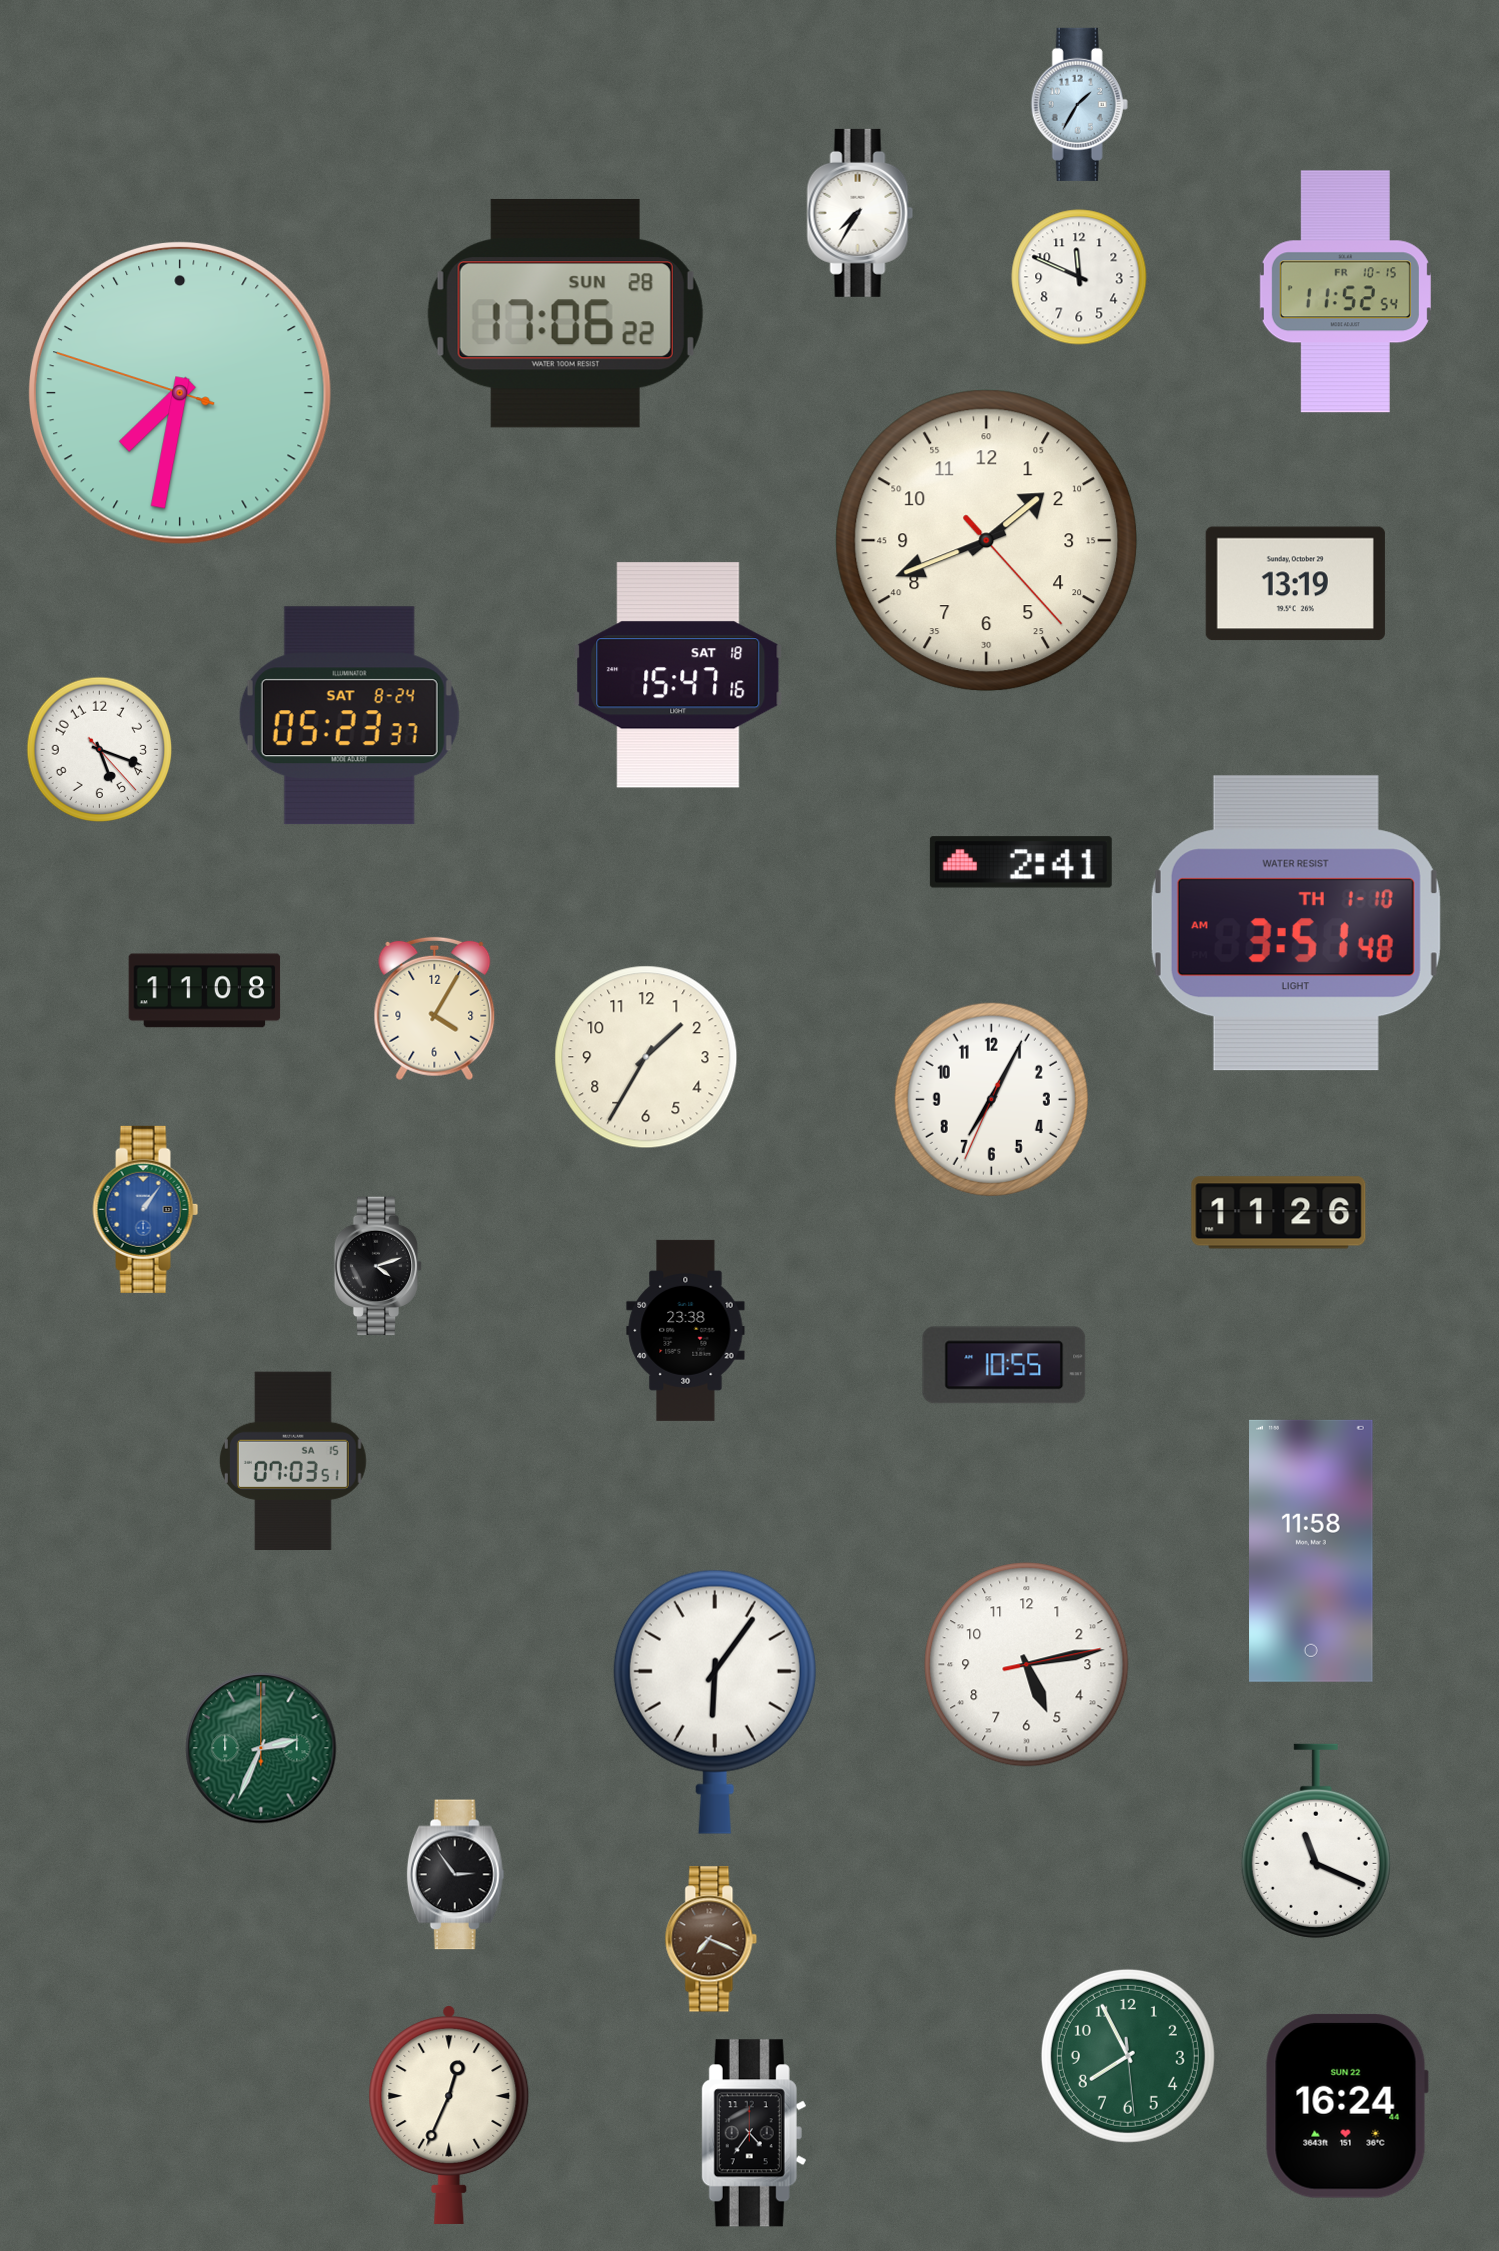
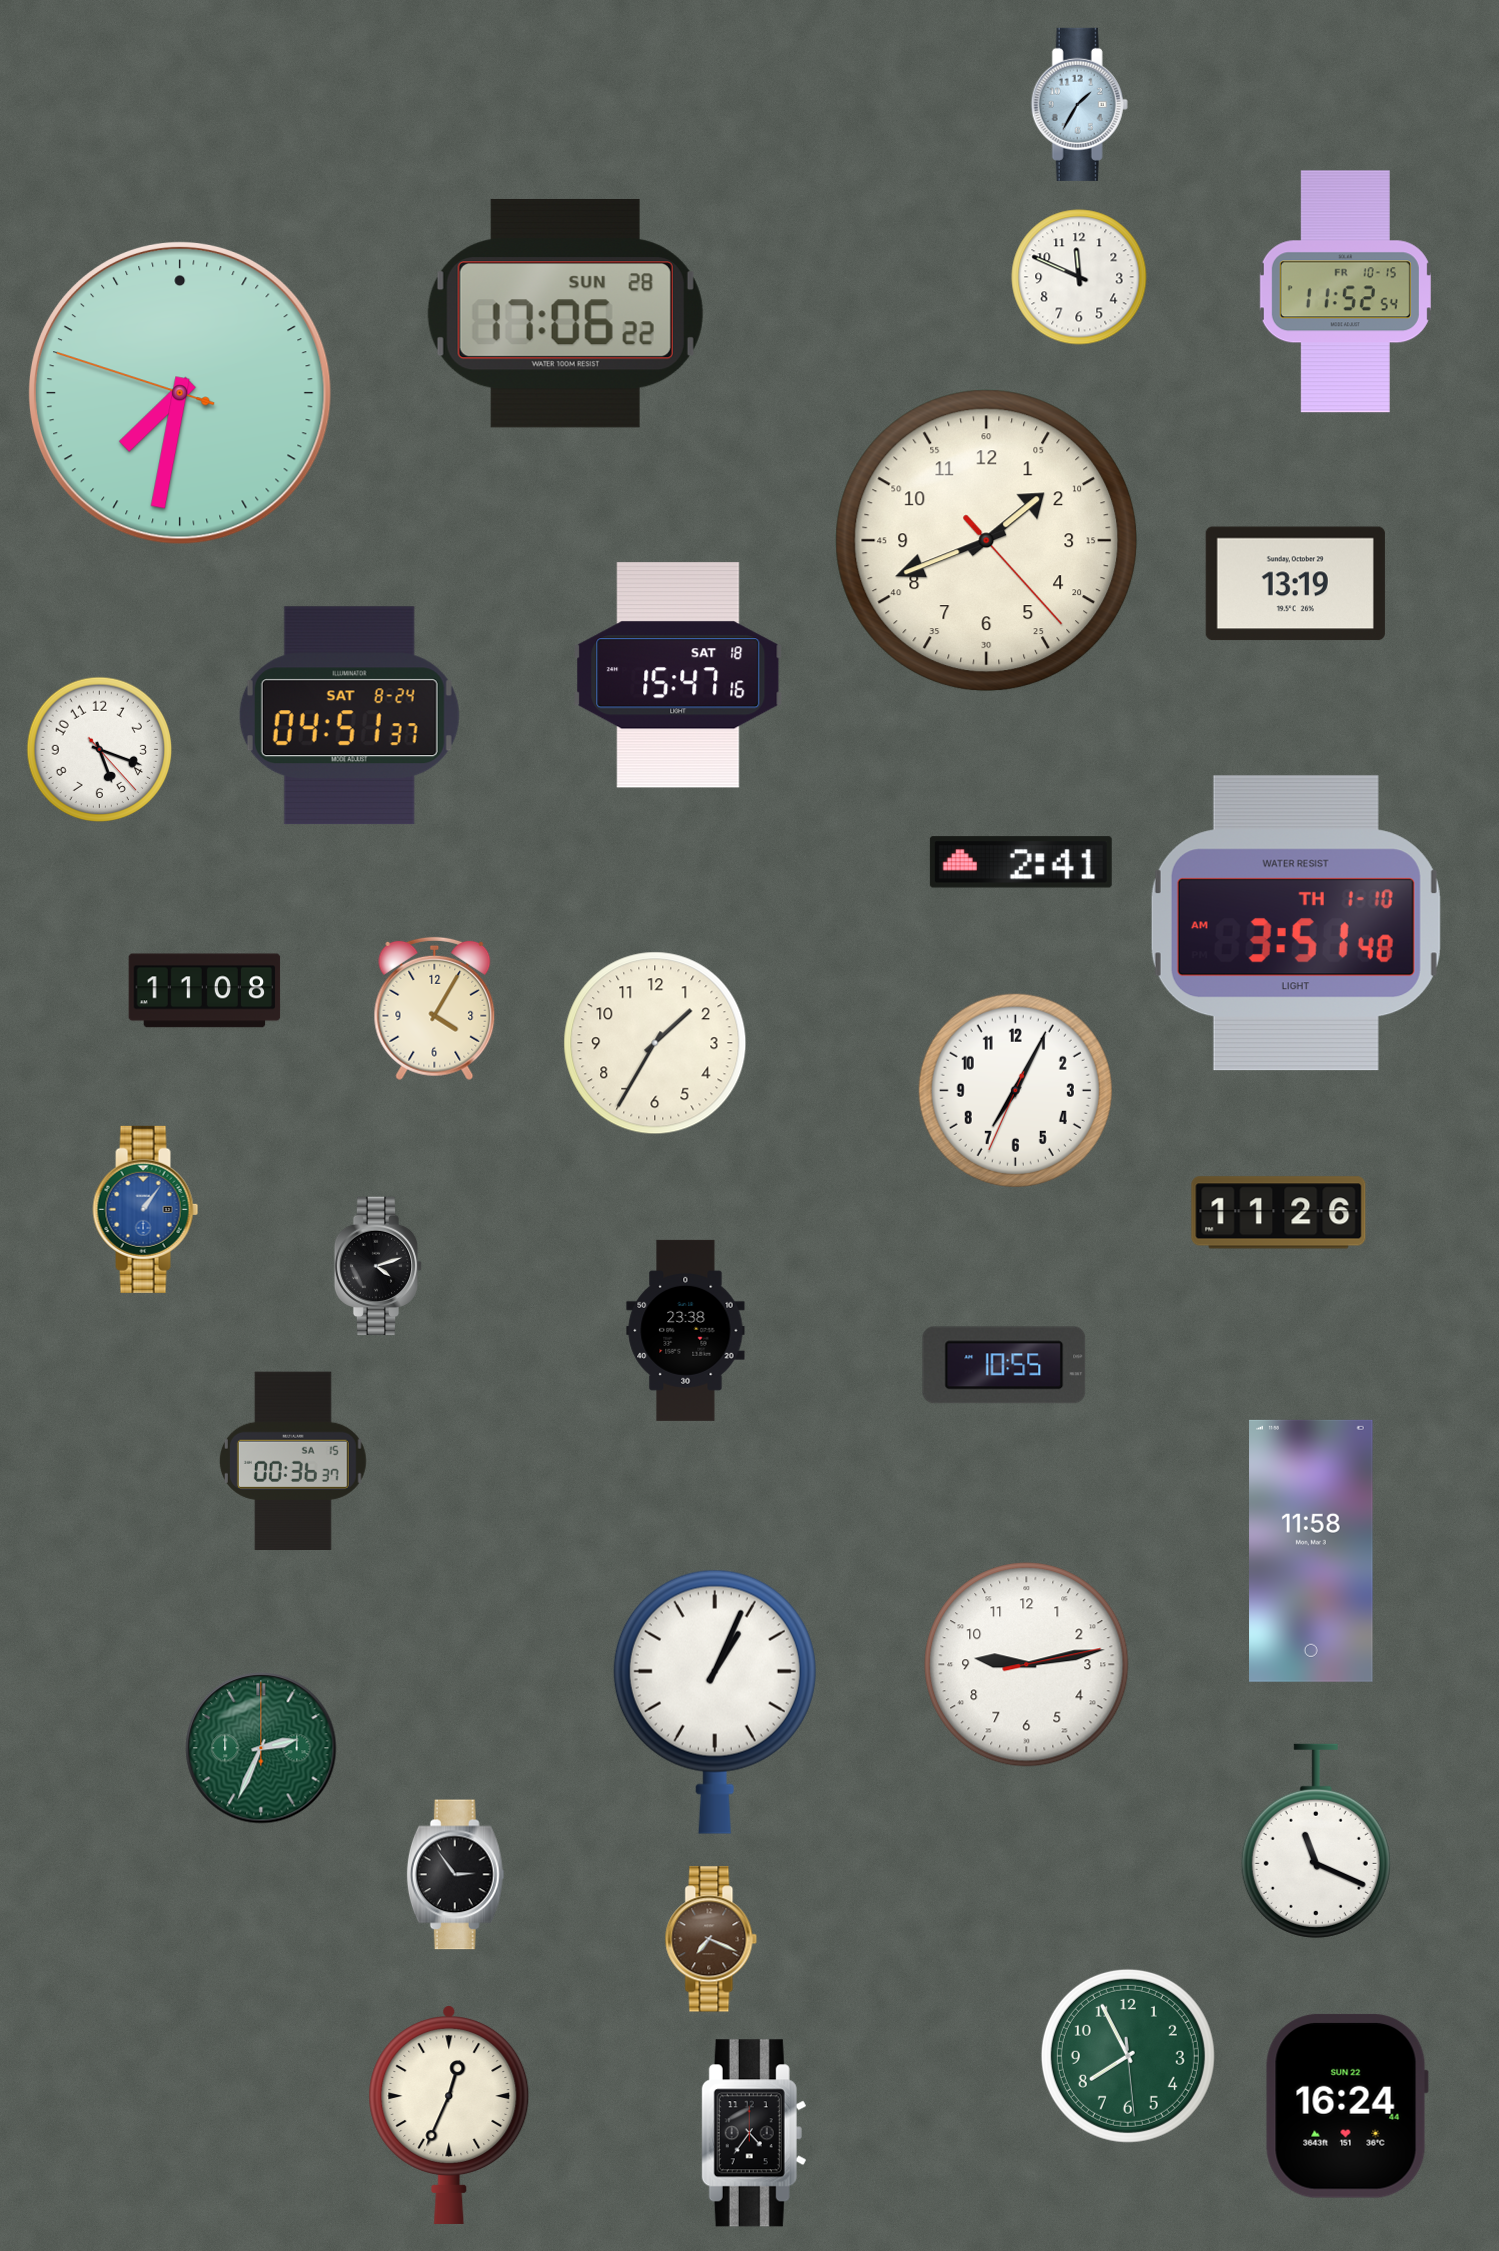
clock at (860, 213): 7:35 -> none
clock at (349, 716): 05:23 -> 04:51
clock at (646, 1057) position: (646, 1057) -> (655, 1043)
clock at (991, 1099) position: (991, 1099) -> (1015, 1090)
clock at (293, 1460): 07:03 -> 00:36
clock at (1027, 1665): 5:13 -> 9:13
clock at (715, 1702): 6:06 -> 1:04
